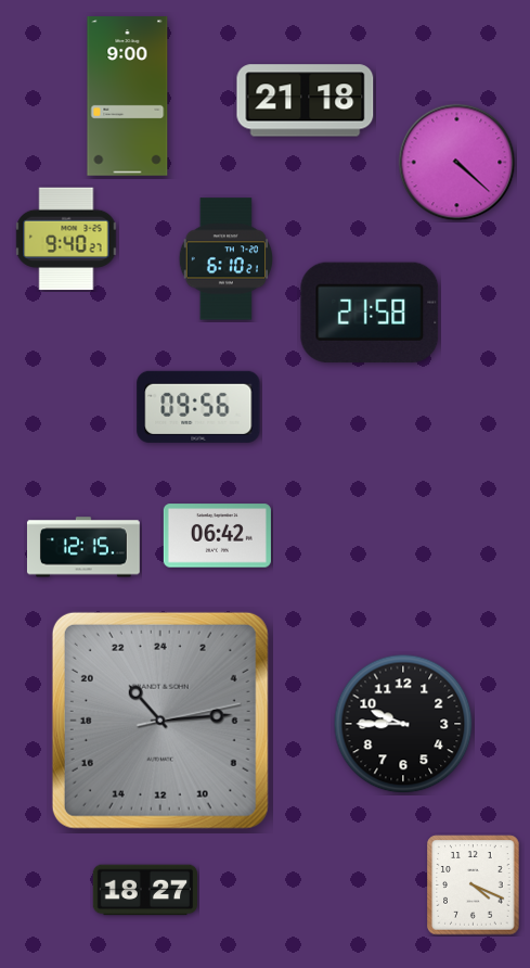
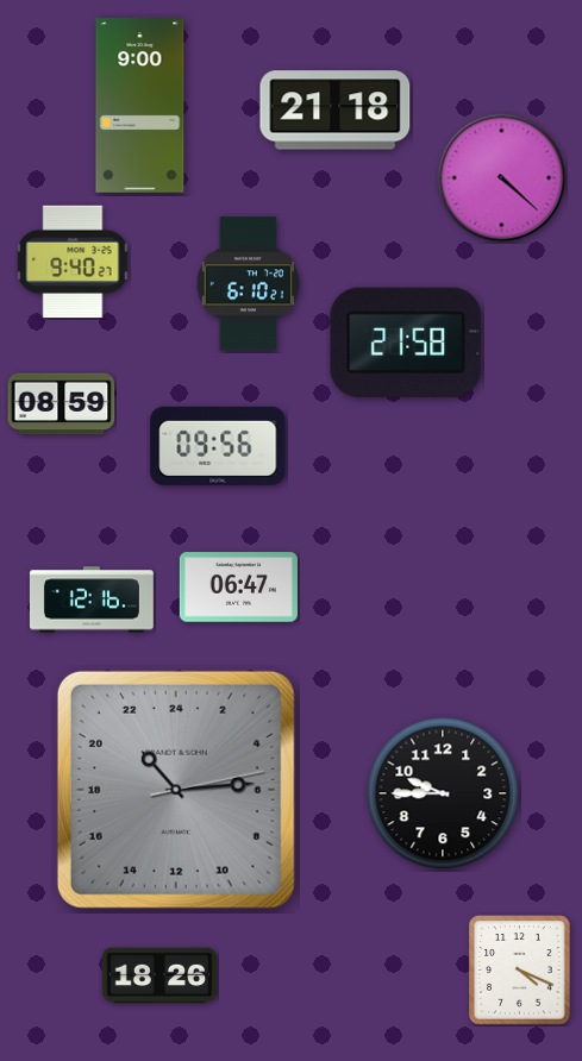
clock at (62, 404): none -> 08:59
clock at (217, 536): 06:42 -> 06:47
clock at (83, 547): 12:15 -> 12:16
clock at (145, 890): 18:27 -> 18:26
